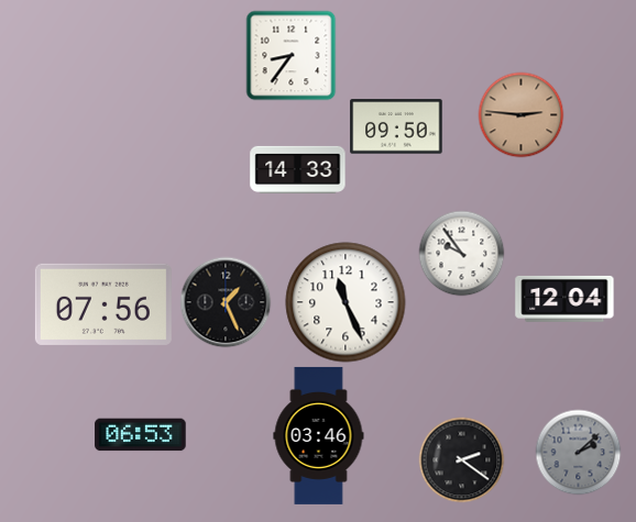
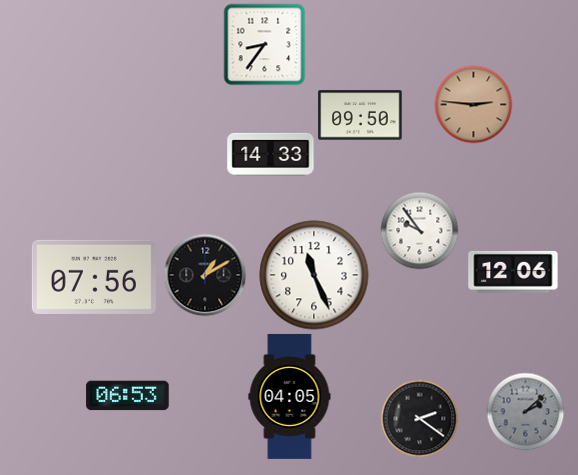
clock at (290, 55) position: (290, 55) -> (264, 44)
clock at (564, 299): 12:04 -> 12:06
clock at (226, 302): 1:26 -> 1:10
clock at (319, 435): 03:46 -> 04:05
